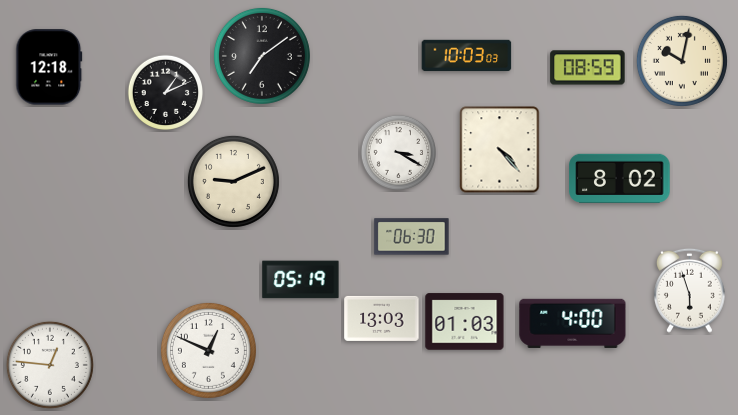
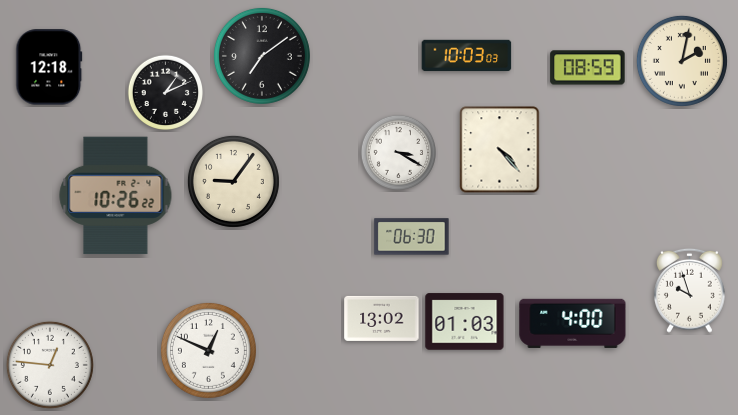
clock at (682, 61): 10:02 -> 2:02
clock at (620, 178): 8:02 -> none
clock at (233, 181): 9:11 -> 9:06
clock at (116, 196): none -> 10:26
clock at (301, 280): 05:19 -> none
clock at (689, 290): 5:57 -> 9:57
clock at (382, 318): 13:03 -> 13:02
